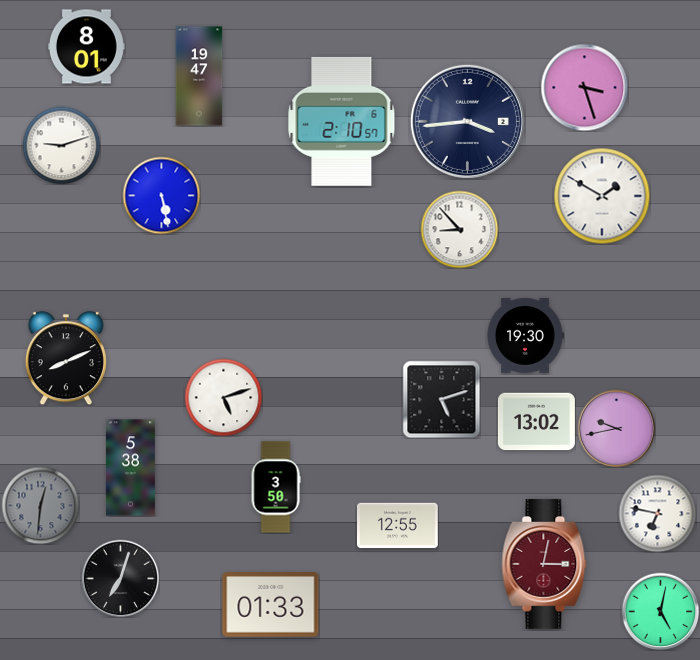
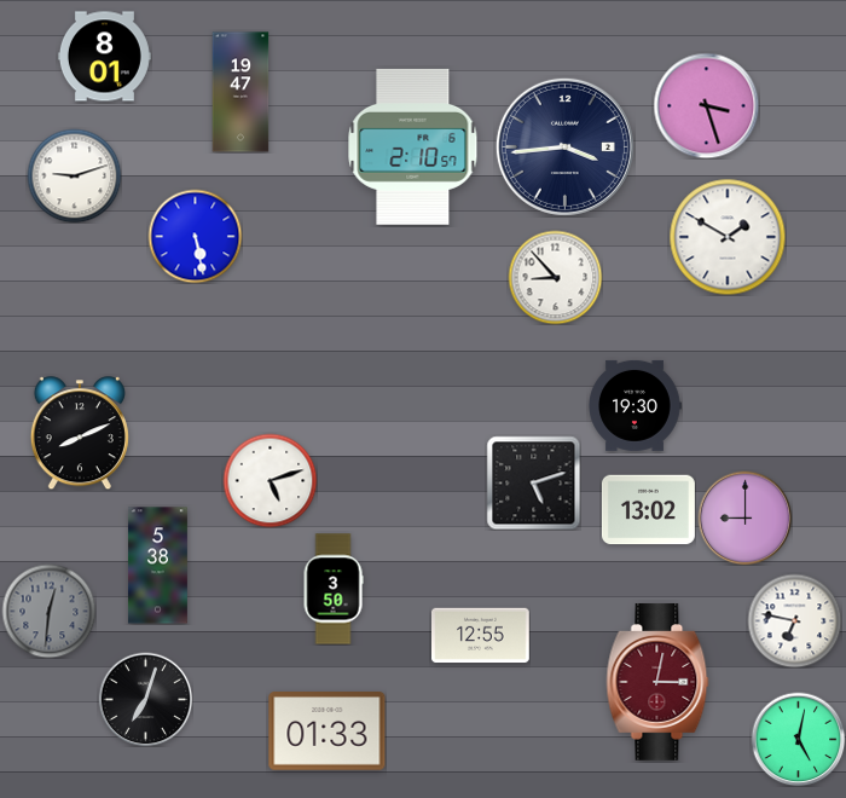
clock at (616, 428): 9:43 -> 9:00
